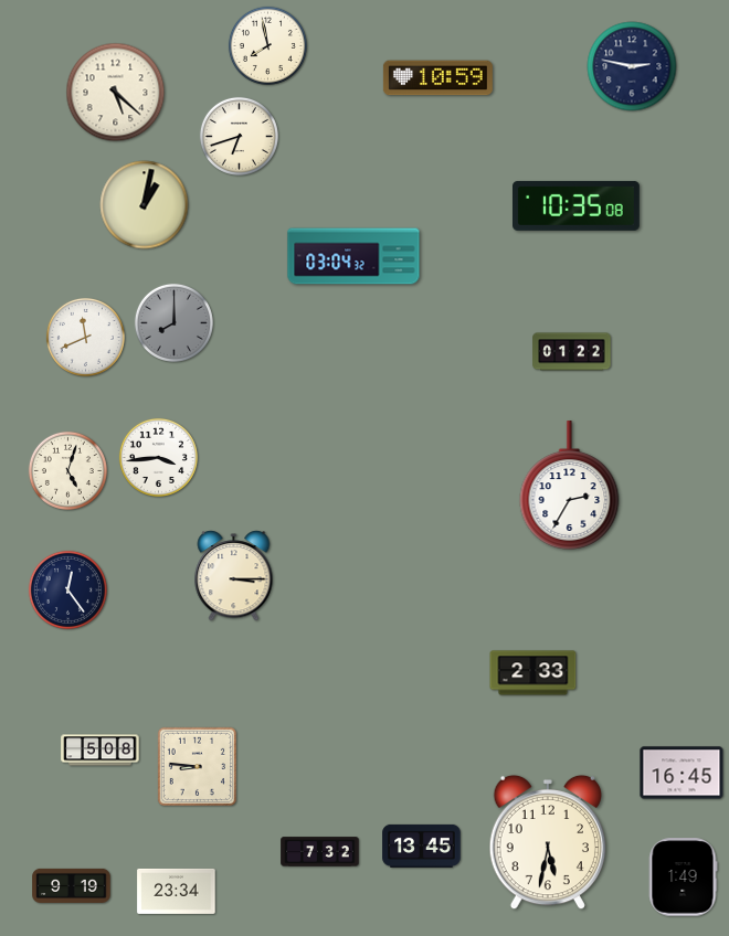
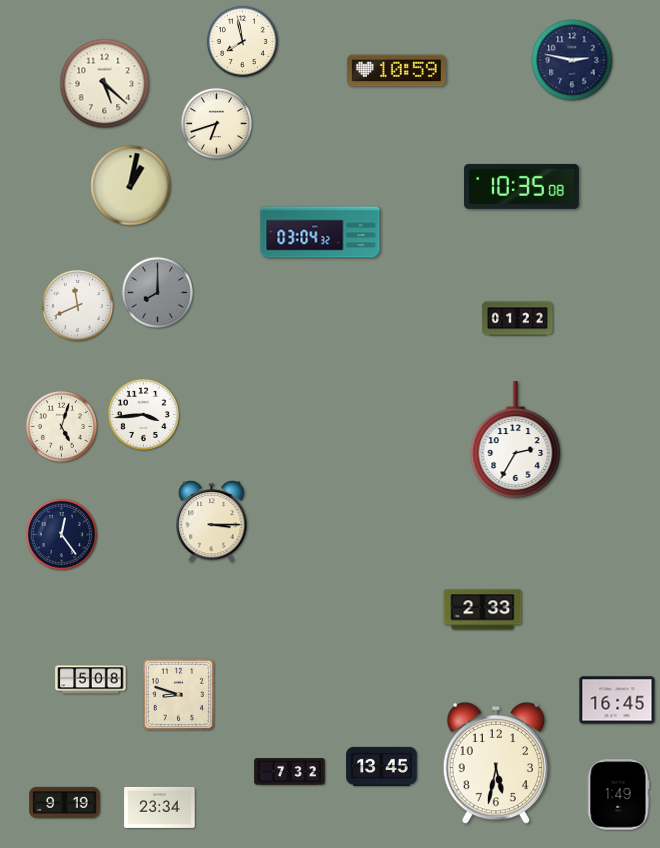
clock at (197, 766): 8:46 -> 8:48
